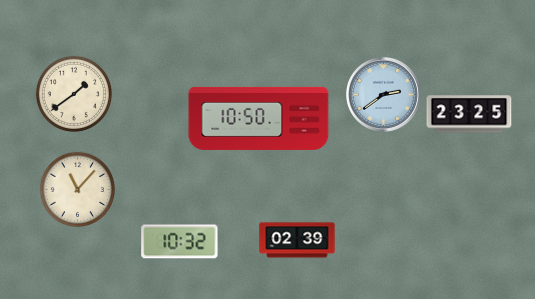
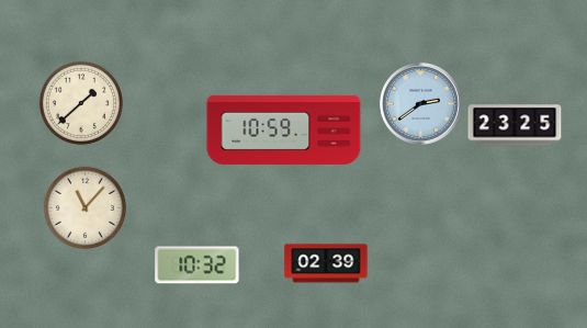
clock at (73, 93): 1:39 -> 1:38
clock at (259, 118): 10:50 -> 10:59
